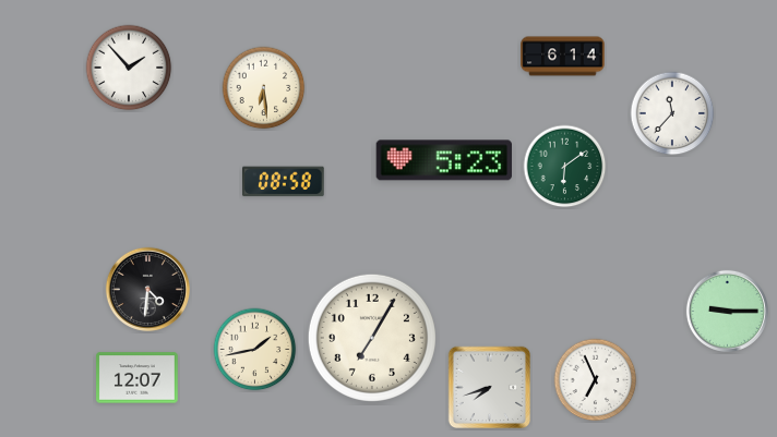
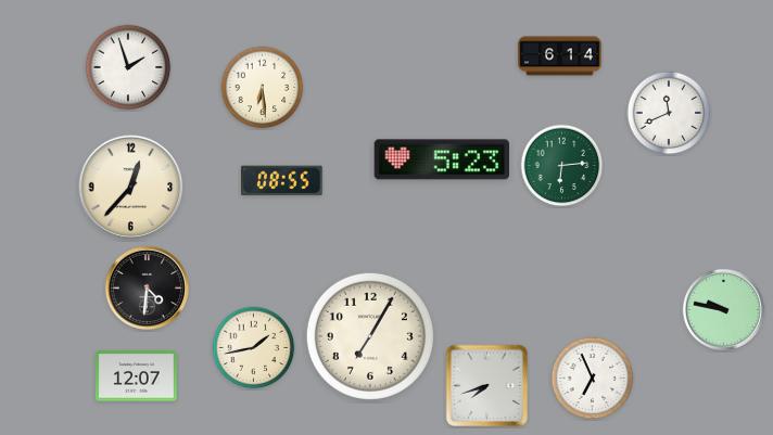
clock at (129, 68): 1:53 -> 1:57
clock at (672, 113): 11:37 -> 11:41
clock at (565, 167): 6:09 -> 6:14
clock at (284, 182): 08:58 -> 08:55
clock at (131, 188): none -> 12:37
clock at (727, 311): 9:15 -> 9:47
